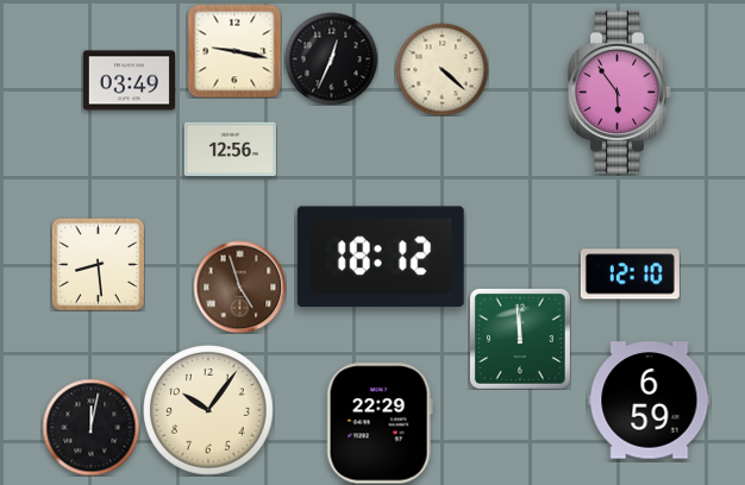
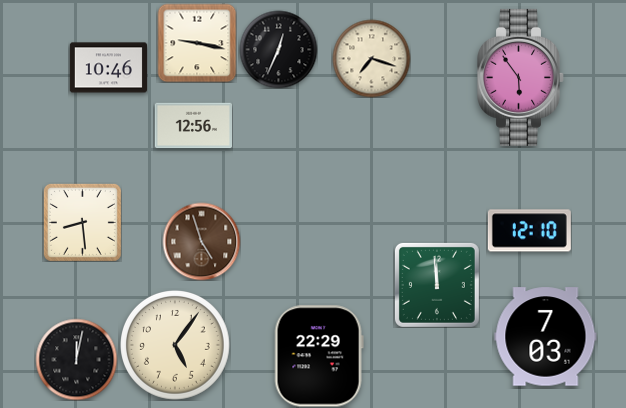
clock at (442, 69): 4:22 -> 7:18
clock at (129, 81): 03:49 -> 10:46
clock at (381, 257): 18:12 -> none
clock at (650, 401): 6:59 -> 7:03
clock at (209, 411): 10:06 -> 5:06
